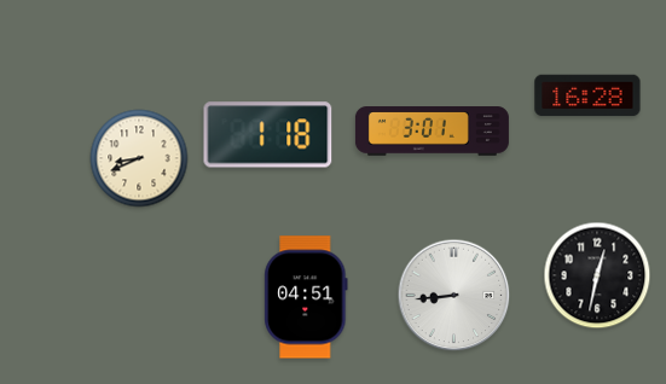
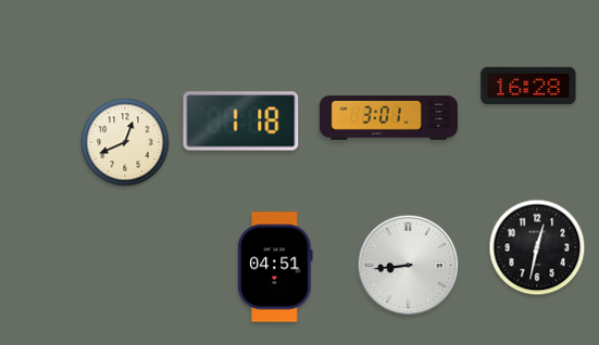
clock at (139, 158): 8:41 -> 12:41
